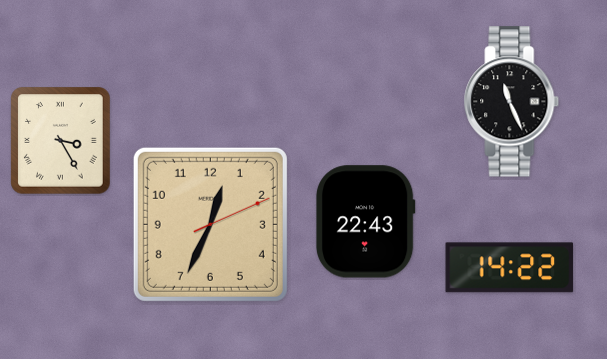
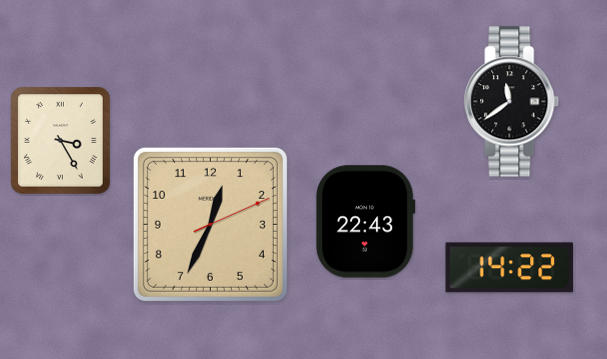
clock at (512, 102): 11:26 -> 11:39
